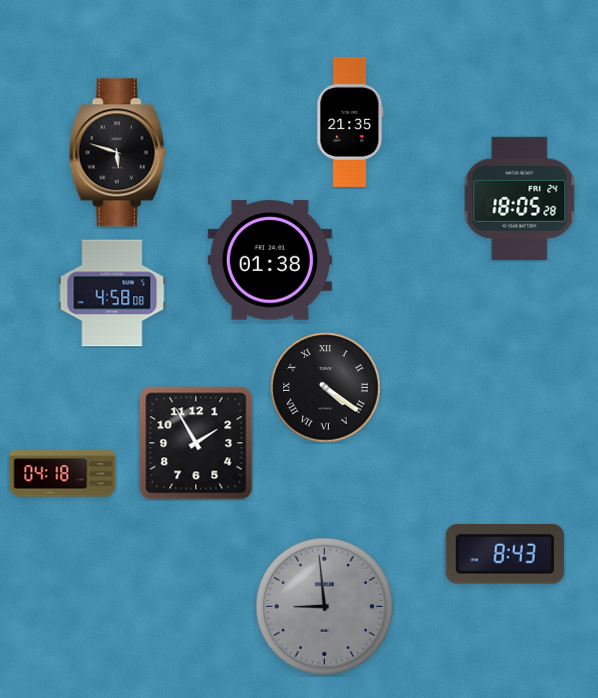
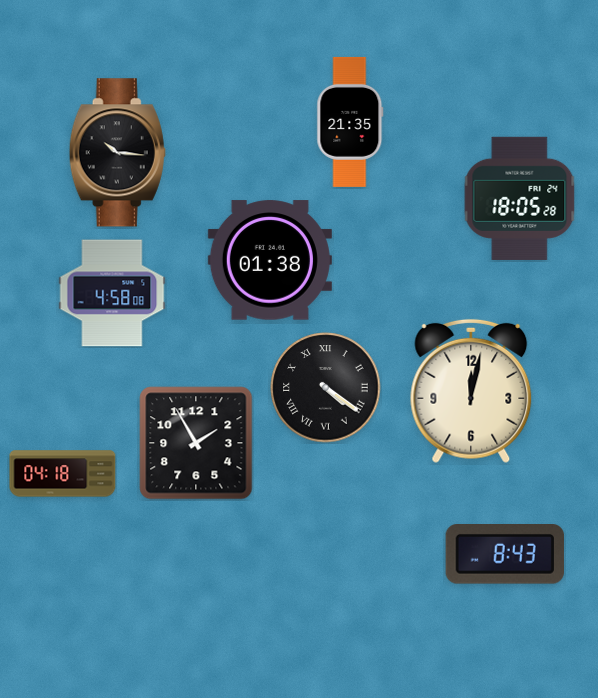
clock at (117, 153): 5:48 -> 10:16
clock at (471, 391): none -> 12:02
clock at (324, 606): 8:59 -> none
